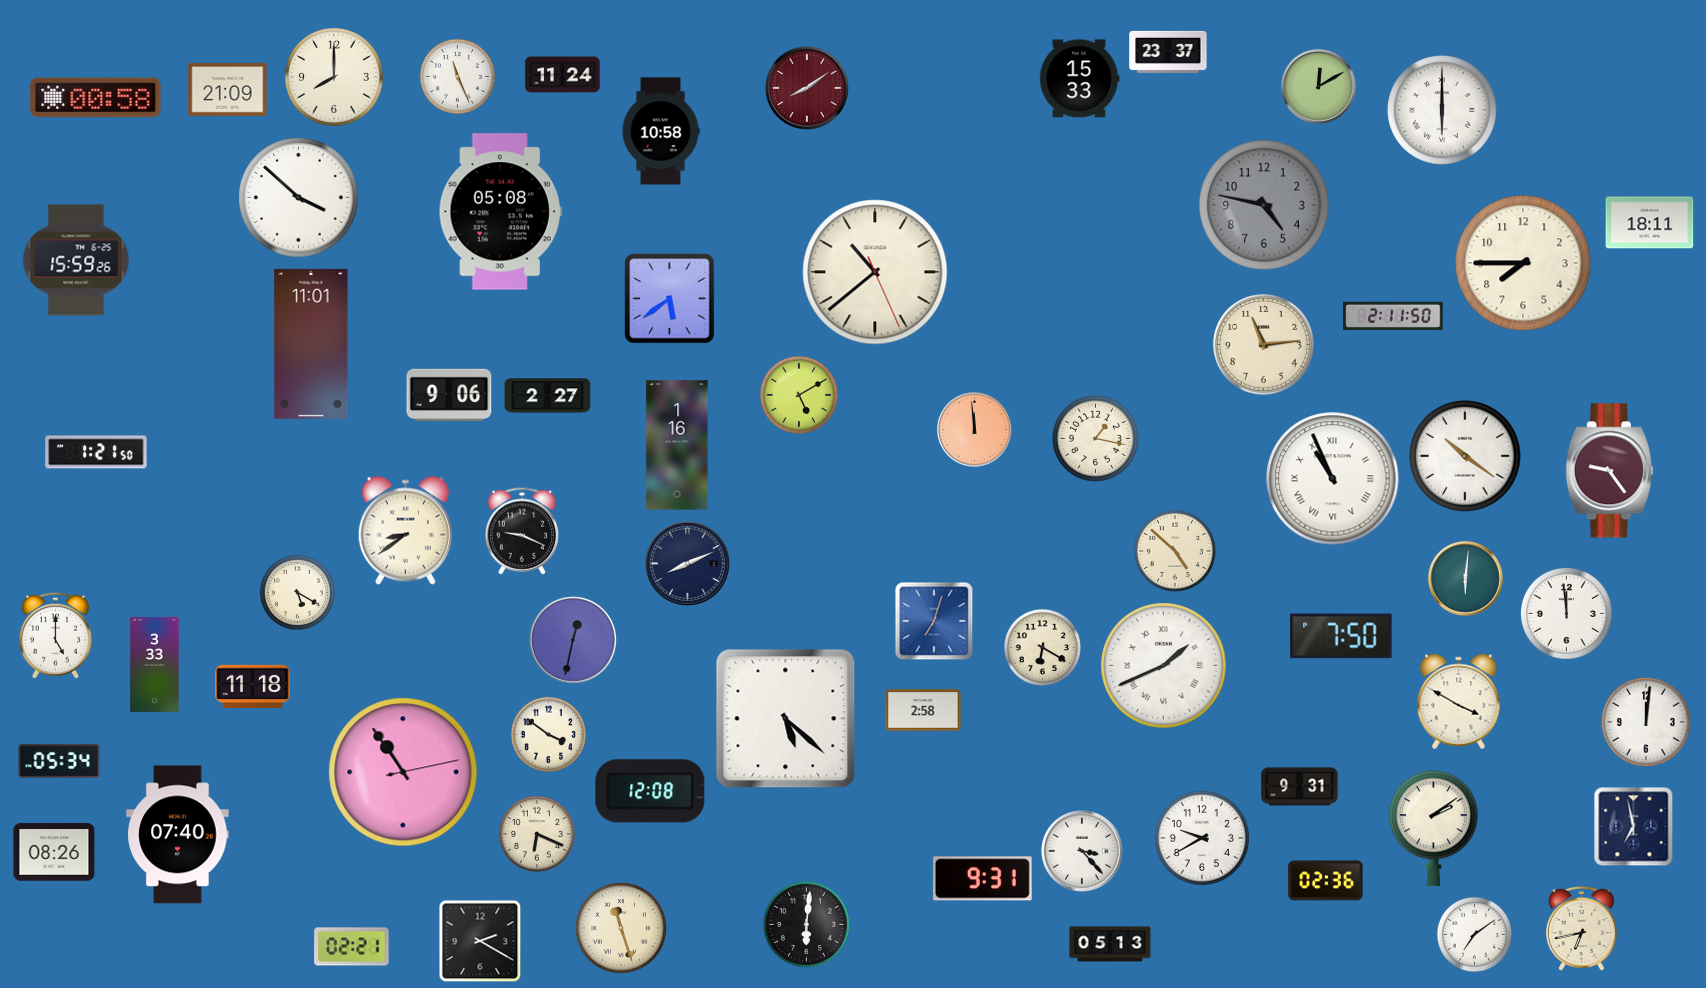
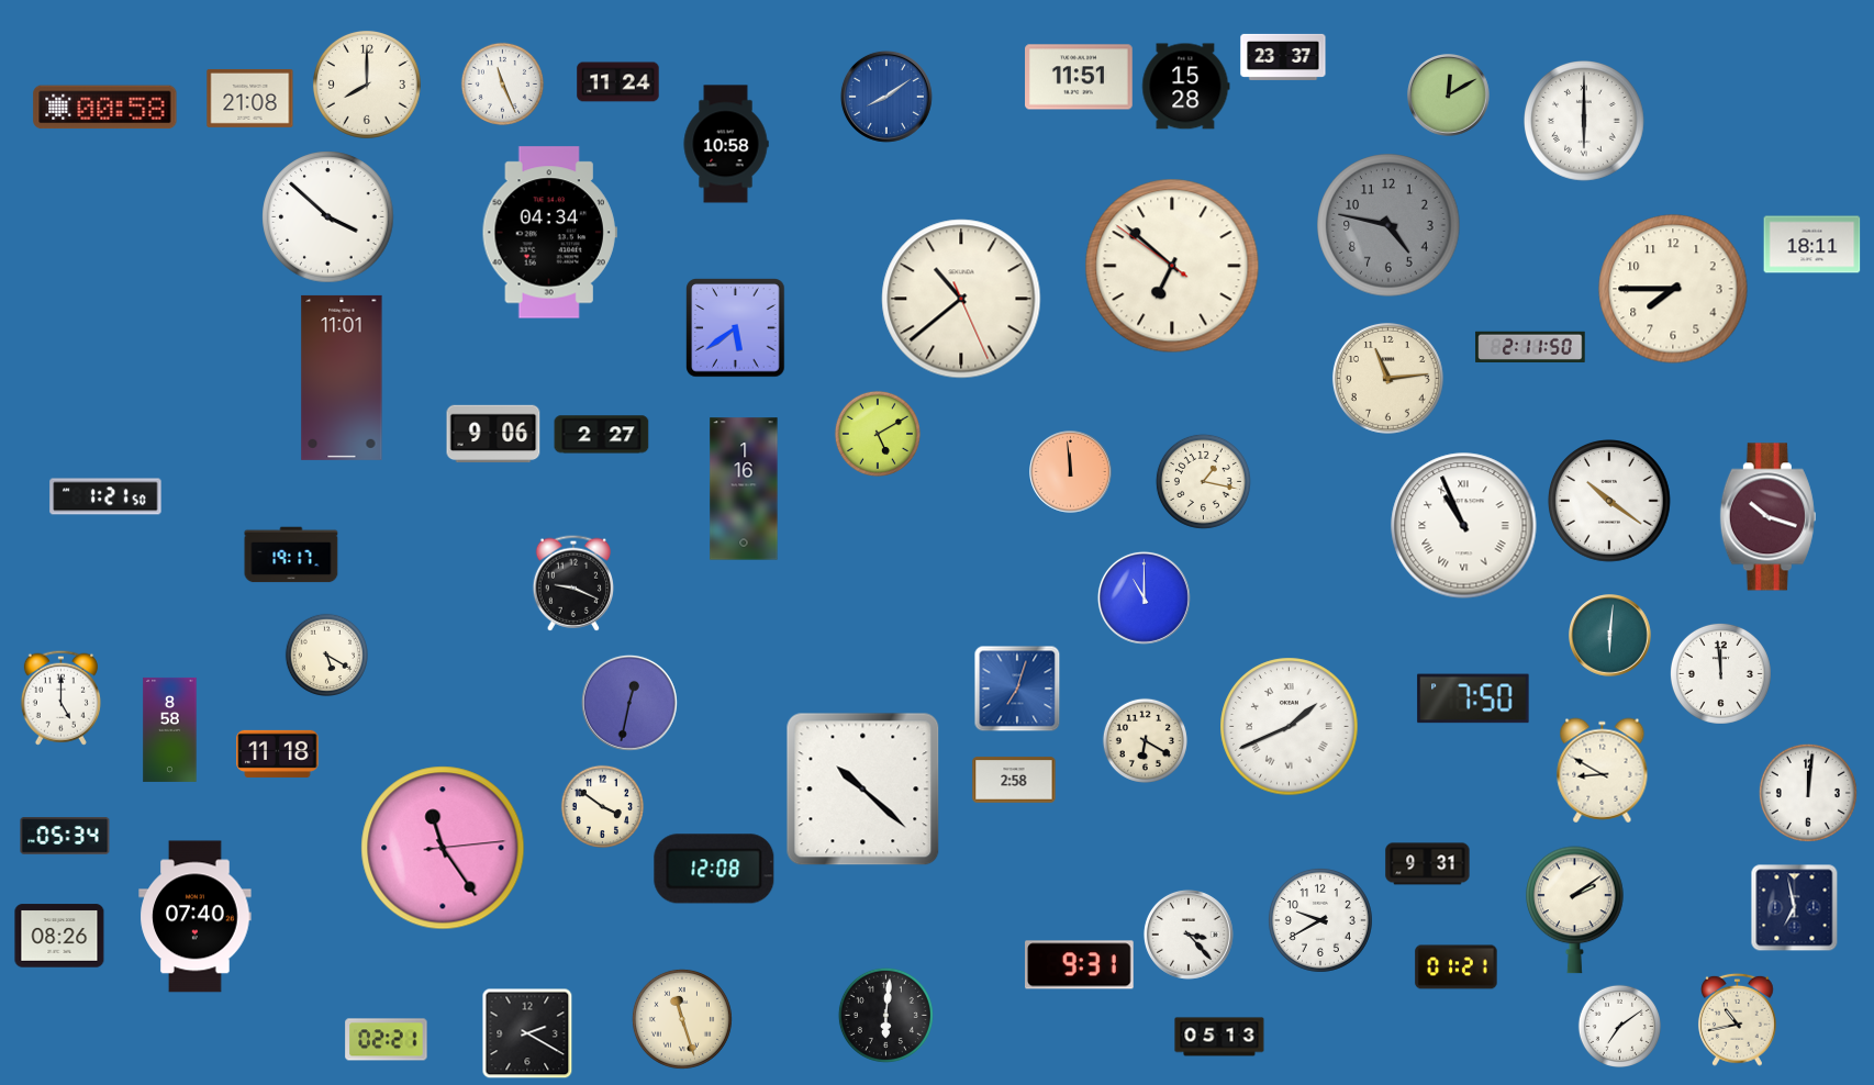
clock at (1080, 77): none -> 11:51
clock at (1080, 79): 15:33 -> 15:28
clock at (807, 88) dial: burgundy -> blue
clock at (228, 89): 21:09 -> 21:08
clock at (500, 212): 05:08 -> 04:34
clock at (1172, 266): none -> 6:51
clock at (76, 260): 15:59 -> none
clock at (1609, 471): 9:24 -> 10:18
clock at (291, 555): none -> 19:17
clock at (406, 530): 8:39 -> none
clock at (1144, 597): none -> 11:00
clock at (1175, 551): 4:52 -> none
clock at (687, 563): 8:11 -> none
clock at (297, 592) position: (297, 592) -> (326, 655)
clock at (934, 621) position: (934, 621) -> (1017, 689)
clock at (1042, 647) position: (1042, 647) -> (1145, 740)
clock at (155, 664): 3:33 -> 8:58
clock at (1164, 666) position: (1164, 666) -> (1290, 727)
clock at (1459, 702): 3:50 -> 8:50
clock at (786, 719): 5:22 -> 10:22
clock at (403, 772): 10:54 -> 11:24
clock at (537, 834): 6:19 -> none
clock at (1326, 881): 02:36 -> 01:21
clock at (1581, 928): 6:43 -> 10:43
